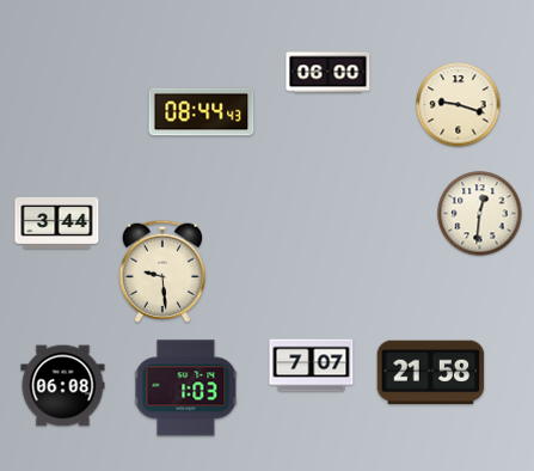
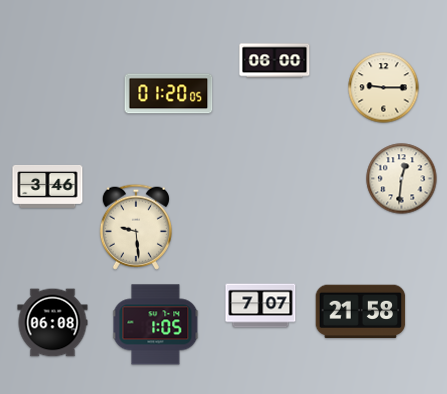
clock at (459, 105): 9:18 -> 9:15
clock at (202, 112): 08:44 -> 01:20
clock at (57, 222): 3:44 -> 3:46
clock at (186, 389): 1:03 -> 1:05
